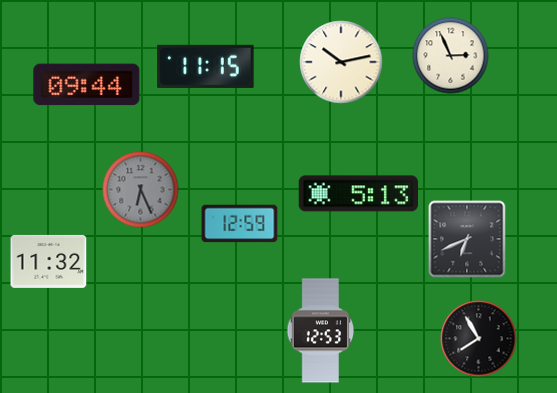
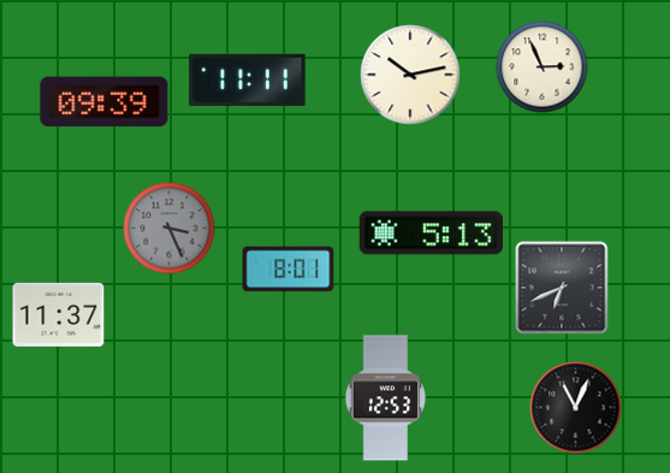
clock at (206, 66): 11:15 -> 11:11
clock at (87, 85): 09:44 -> 09:39
clock at (141, 190): 6:26 -> 3:26
clock at (240, 224): 12:59 -> 8:01
clock at (49, 261): 11:32 -> 11:37
clock at (479, 339): 7:55 -> 11:04
